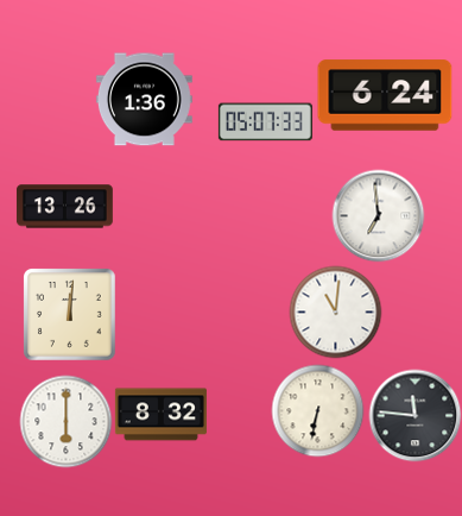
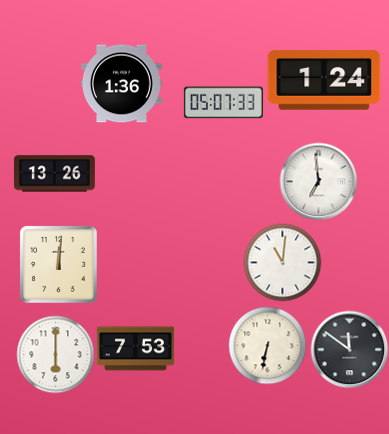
clock at (385, 95): 6:24 -> 1:24
clock at (160, 415): 8:32 -> 7:53
clock at (414, 415): 11:46 -> 11:51
